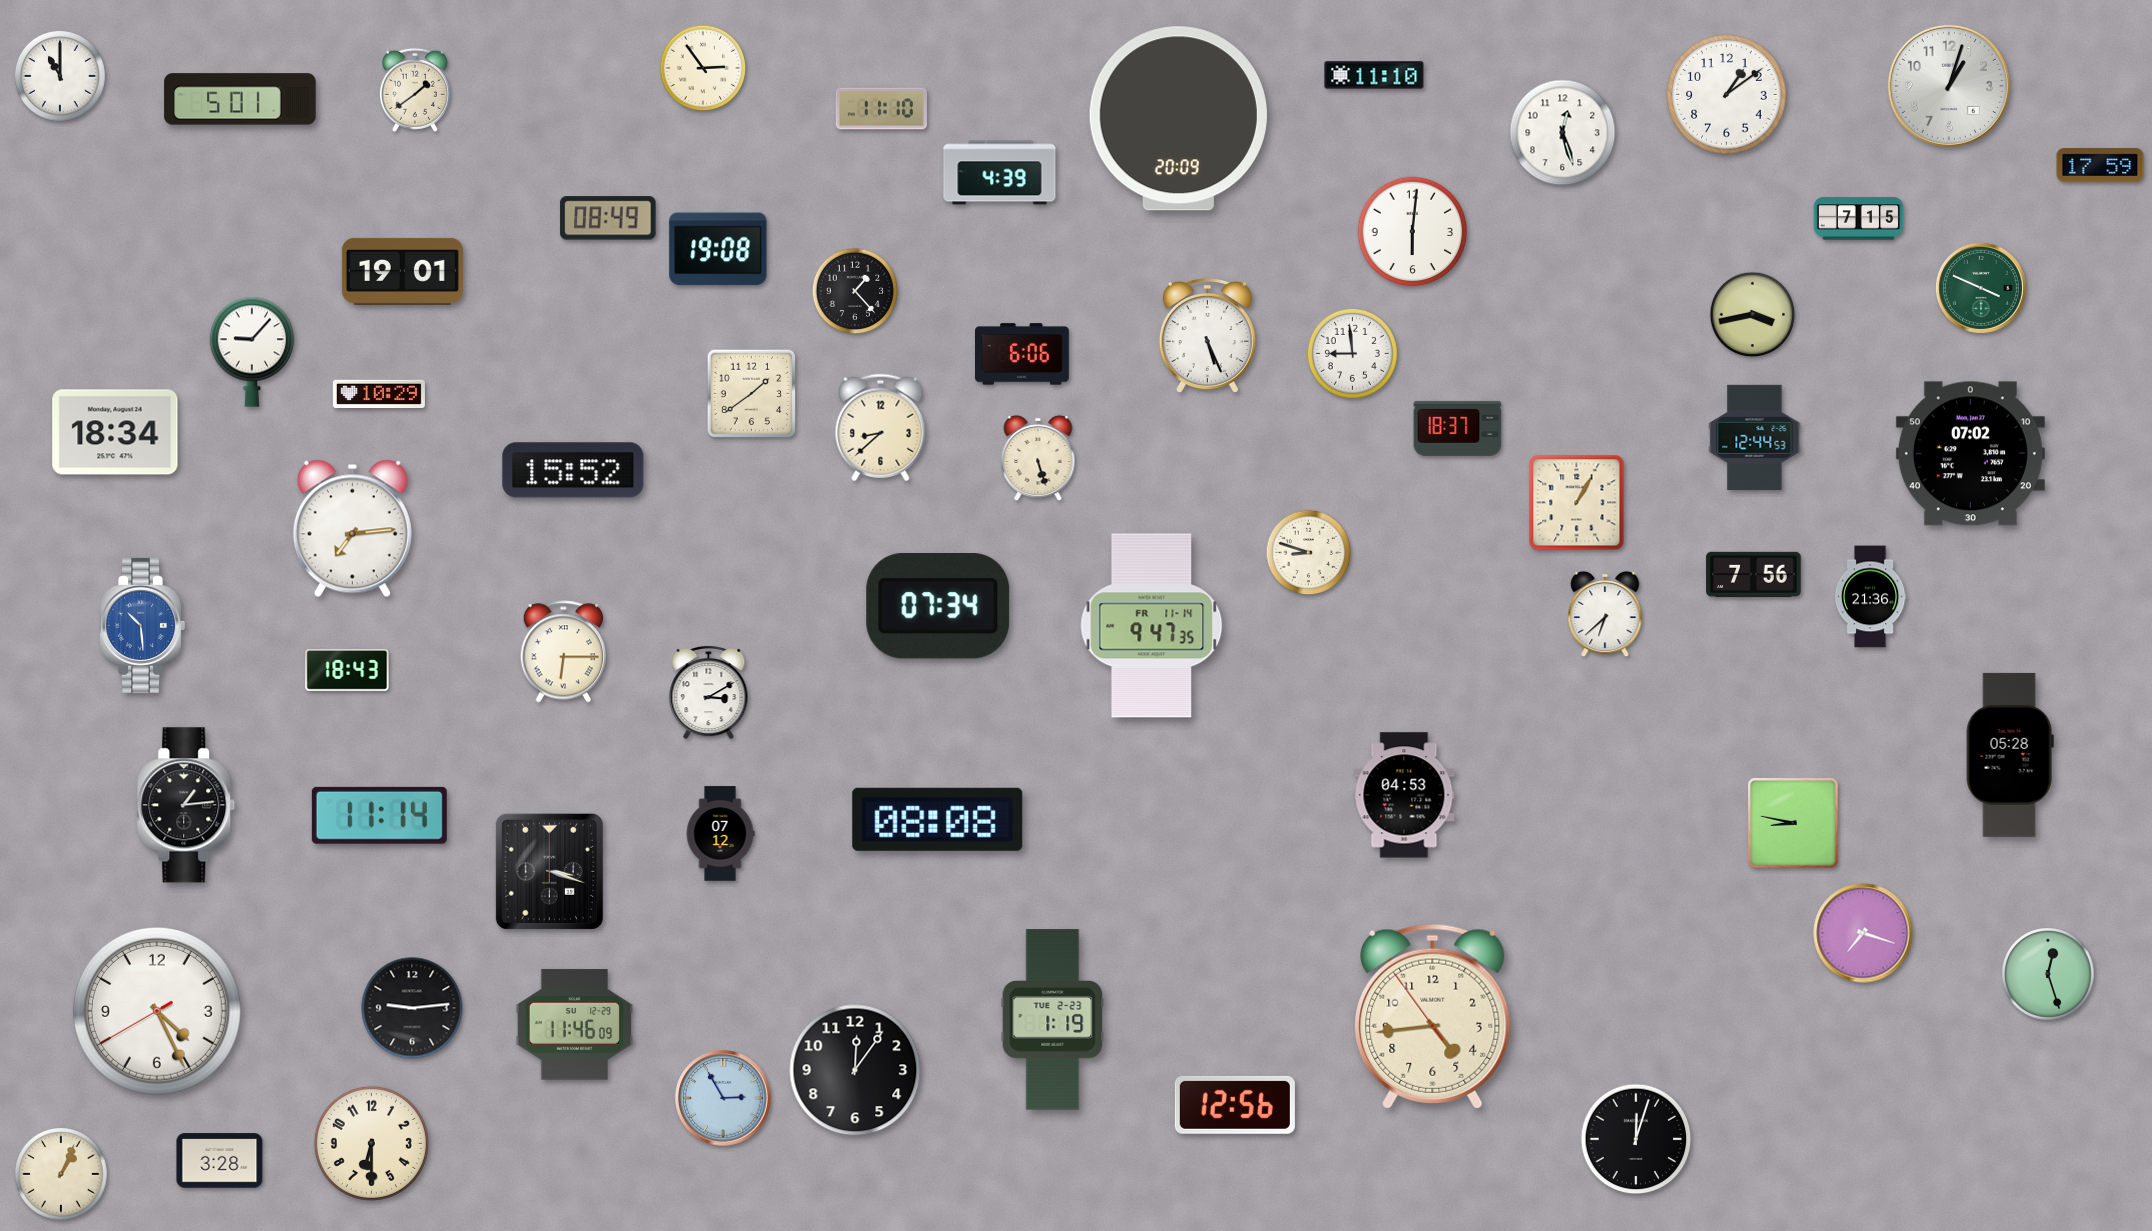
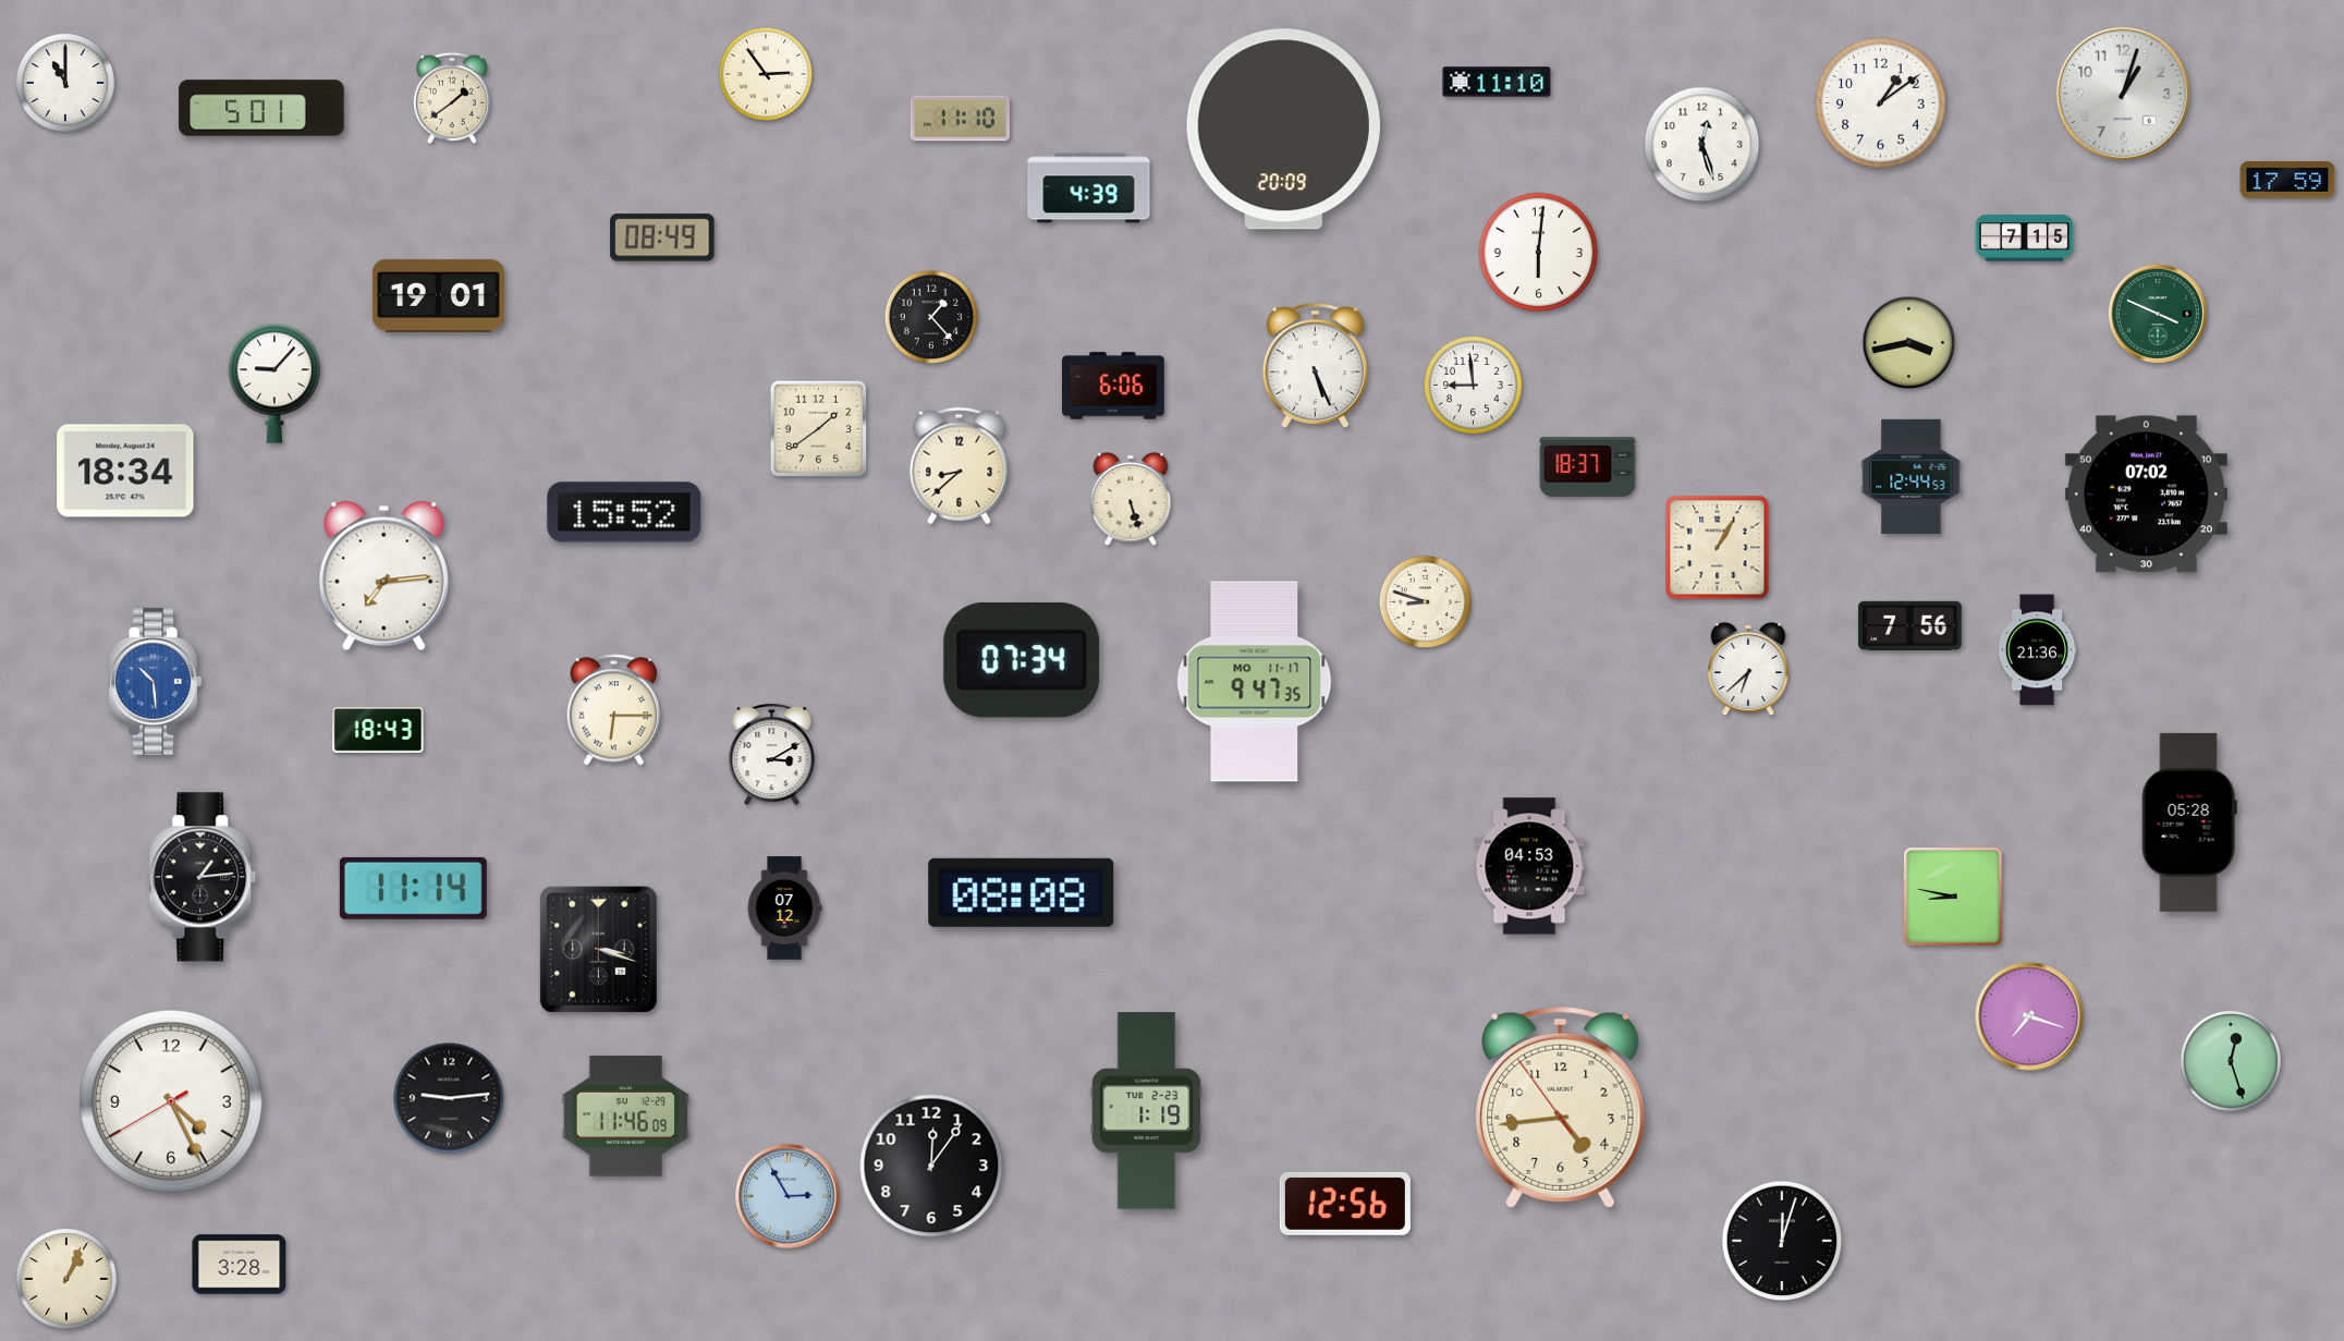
clock at (718, 249): 19:08 -> none
clock at (379, 394): 10:29 -> none
clock at (1152, 626) date: FR 11-14 -> MO 11-17
clock at (371, 1143): 6:30 -> none
